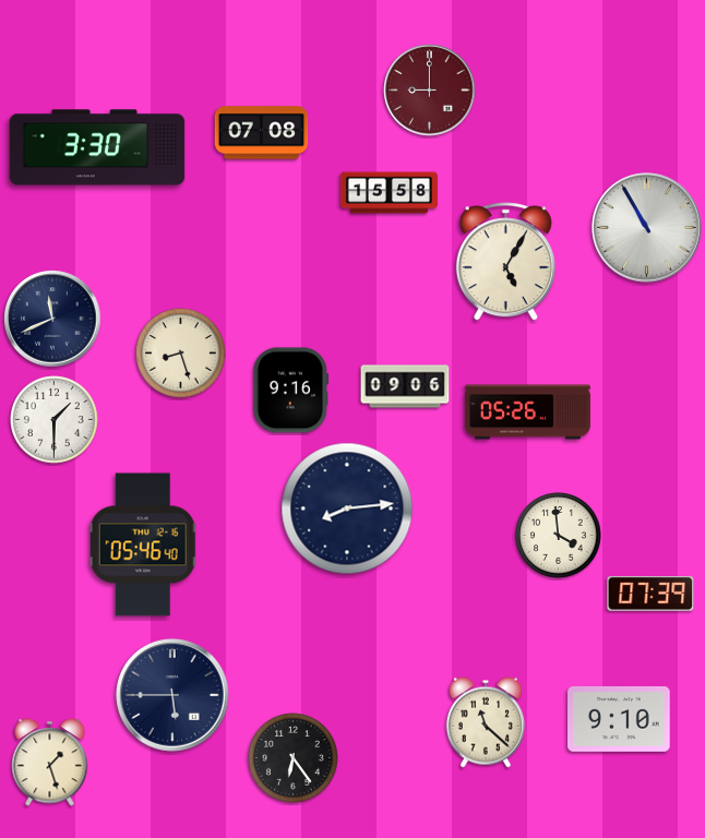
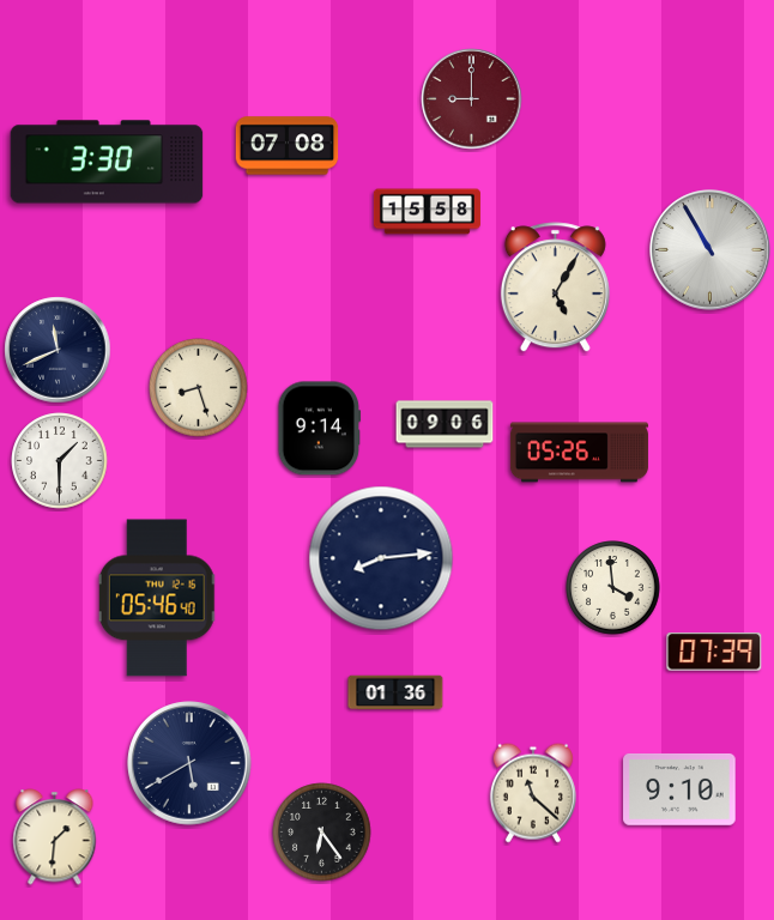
clock at (291, 391): 9:16 -> 9:14
clock at (395, 692): none -> 01:36
clock at (172, 695): 5:45 -> 5:40
clock at (50, 763): 1:27 -> 1:31
